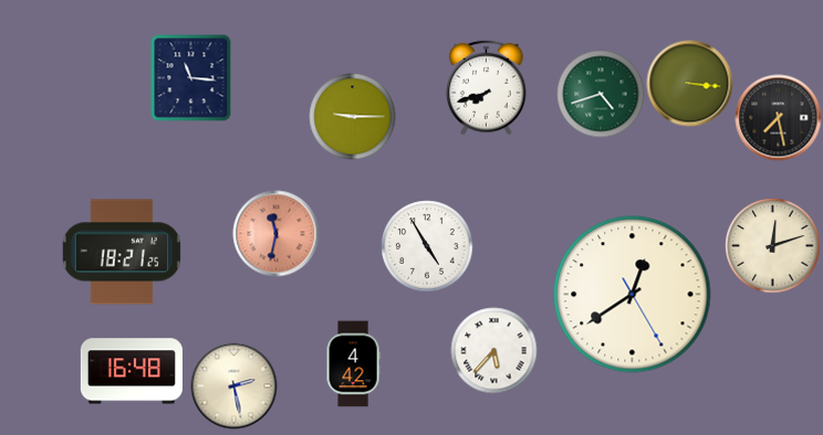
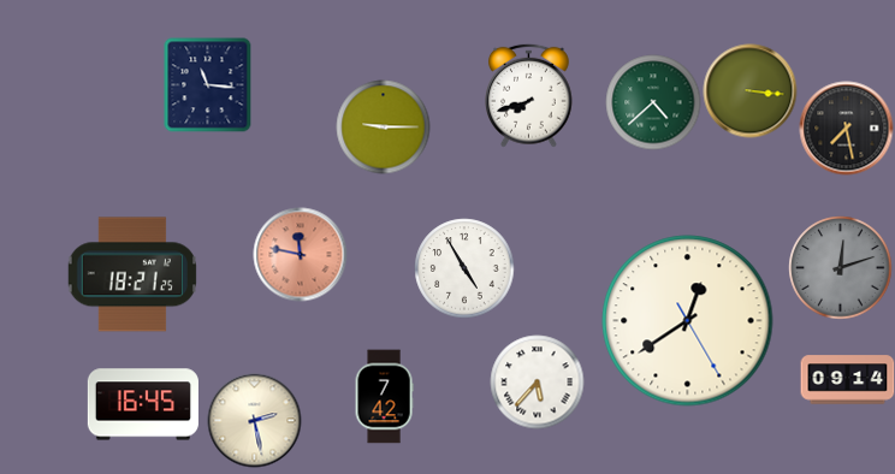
clock at (601, 94): 4:42 -> 4:38
clock at (275, 233): 11:32 -> 11:47
clock at (772, 245) dial: cream -> grey
clock at (847, 380): none -> 09:14
clock at (353, 363): 4:42 -> 7:42
clock at (132, 371): 16:48 -> 16:45
